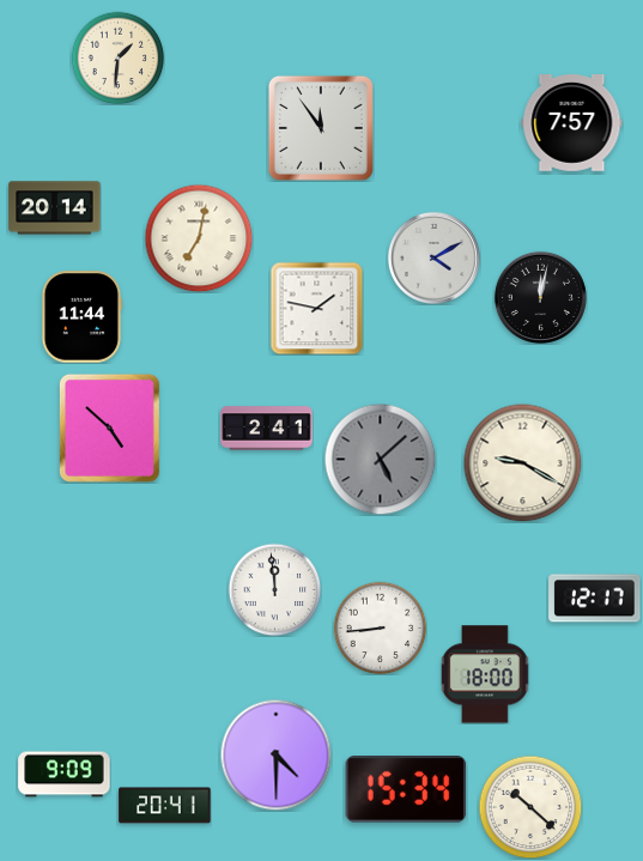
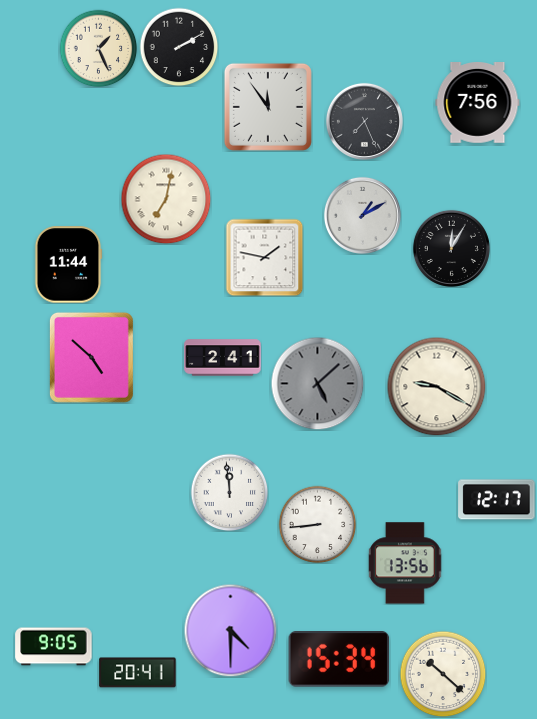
clock at (179, 47): none -> 2:10
clock at (117, 57): 1:31 -> 1:26
clock at (572, 123): 7:57 -> 7:56
clock at (364, 121): none -> 7:26
clock at (55, 208): 20:14 -> none
clock at (433, 257): 4:10 -> 1:10
clock at (540, 297): 12:02 -> 12:05
clock at (485, 674): 18:00 -> 13:56
clock at (65, 775): 9:09 -> 9:05
